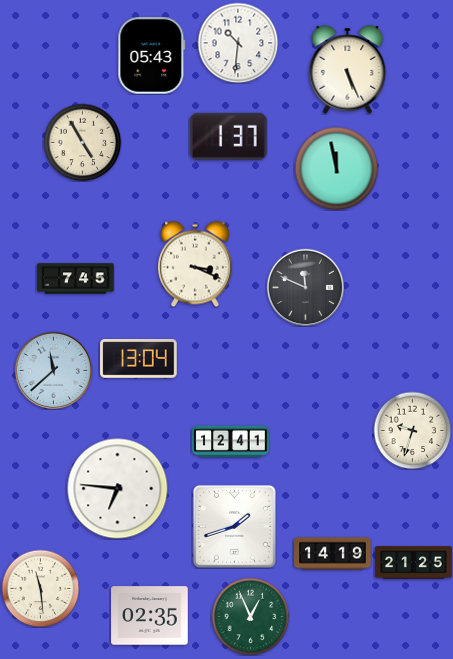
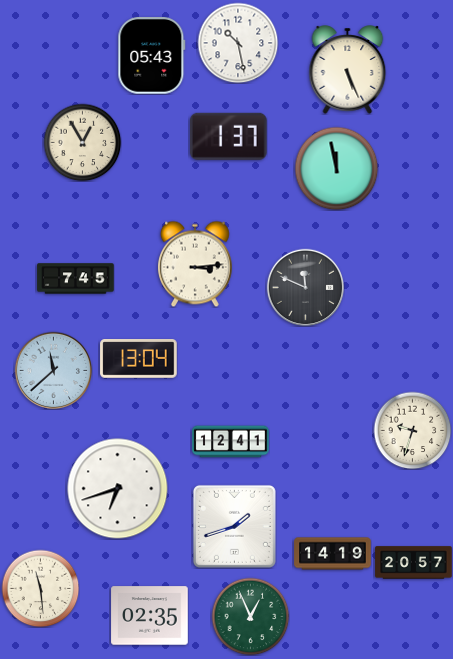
clock at (238, 43): 10:31 -> 10:28
clock at (82, 142): 4:55 -> 12:55
clock at (195, 264): 3:19 -> 3:14
clock at (118, 489): 6:46 -> 6:42
clock at (414, 563): 21:25 -> 20:57
